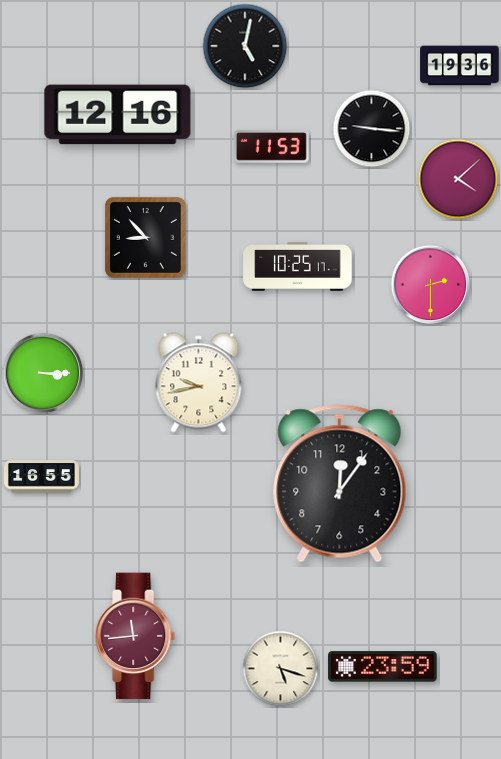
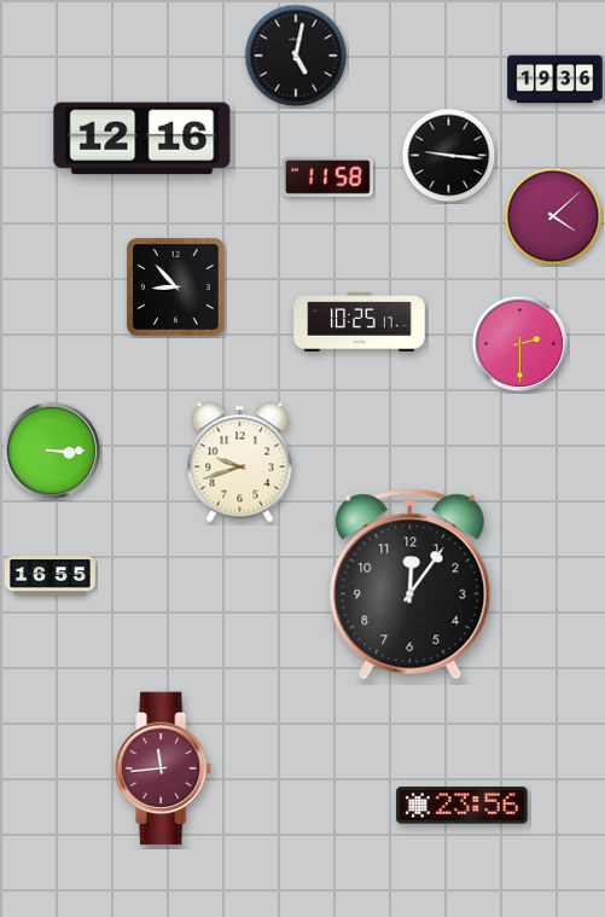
clock at (271, 146): 11:53 -> 11:58
clock at (199, 383): 9:43 -> 9:42
clock at (383, 667): 23:59 -> 23:56
clock at (281, 669): 5:18 -> none
